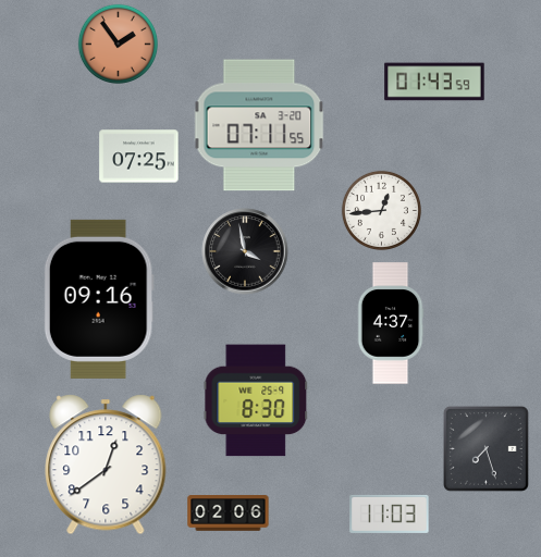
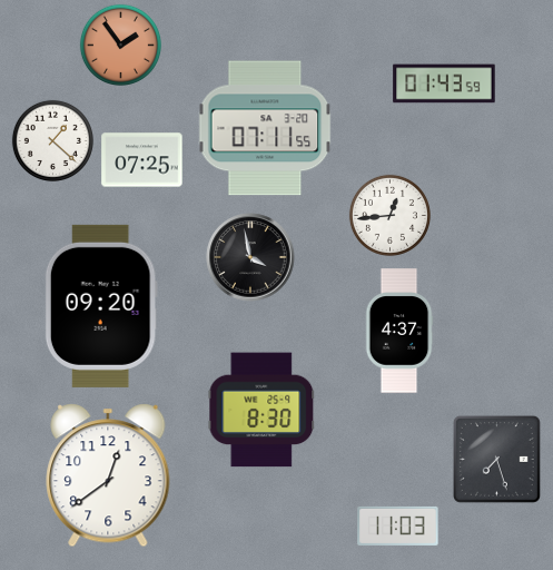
clock at (52, 140): none -> 1:22
clock at (99, 299): 09:16 -> 09:20
clock at (229, 513): 02:06 -> none
